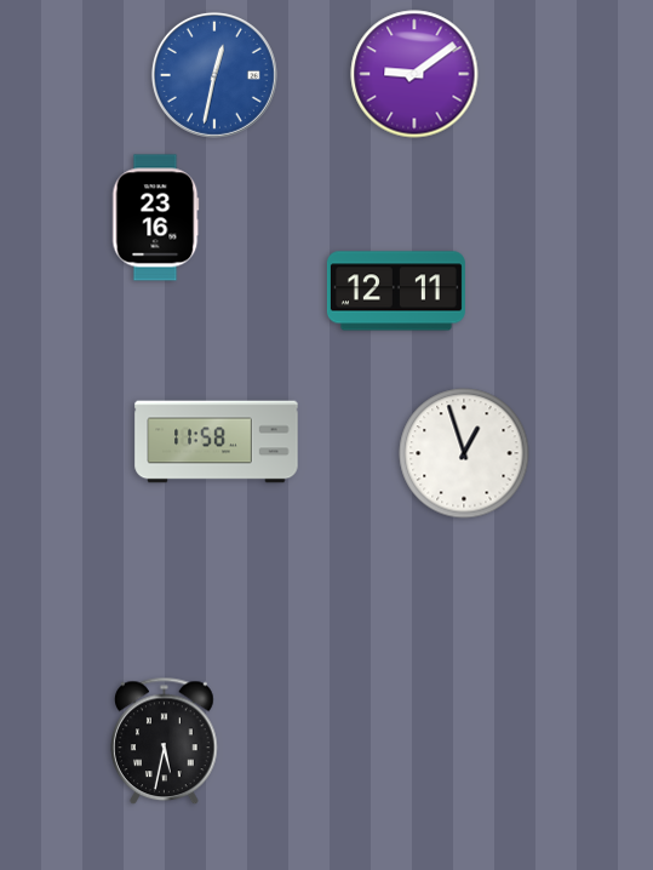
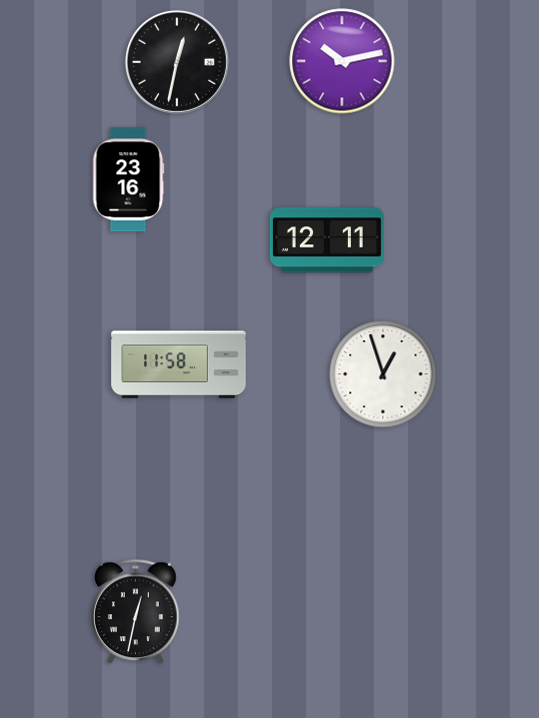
clock at (414, 74): 9:09 -> 10:13
clock at (214, 75) dial: blue -> black
clock at (165, 742): 5:32 -> 12:32
